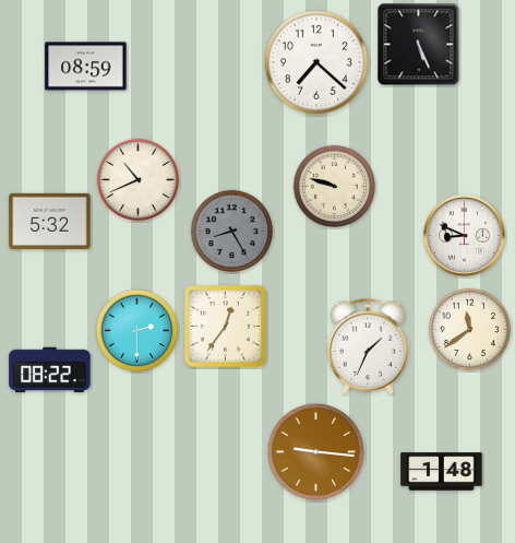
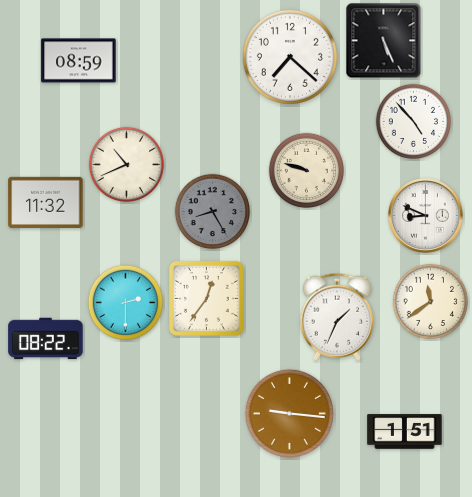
clock at (413, 121): none -> 4:53
clock at (50, 221): 5:32 -> 11:32
clock at (442, 472): 1:48 -> 1:51
